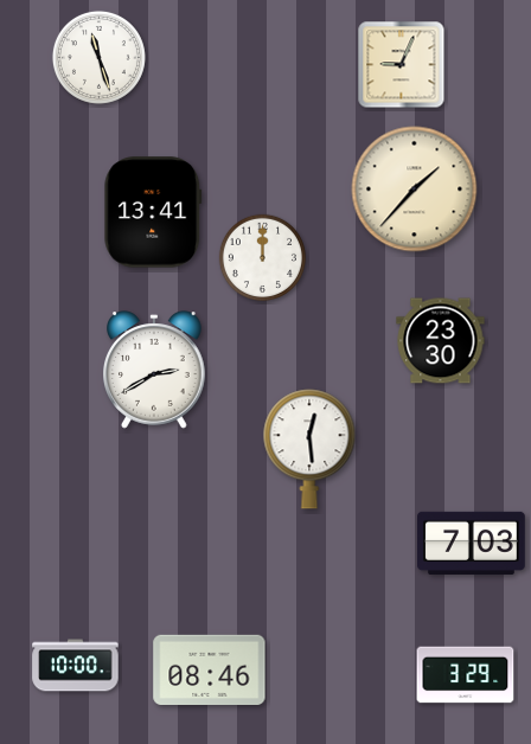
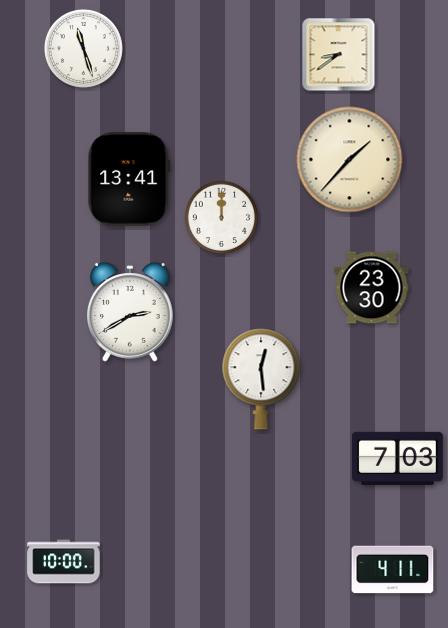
clock at (402, 65): 9:04 -> 8:39
clock at (210, 669): 08:46 -> none
clock at (466, 675): 3:29 -> 4:11
